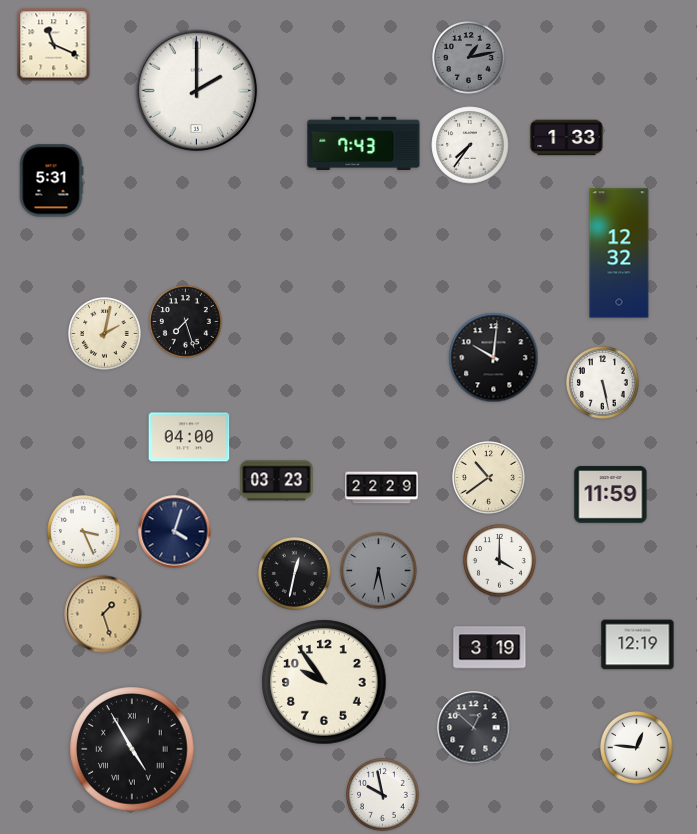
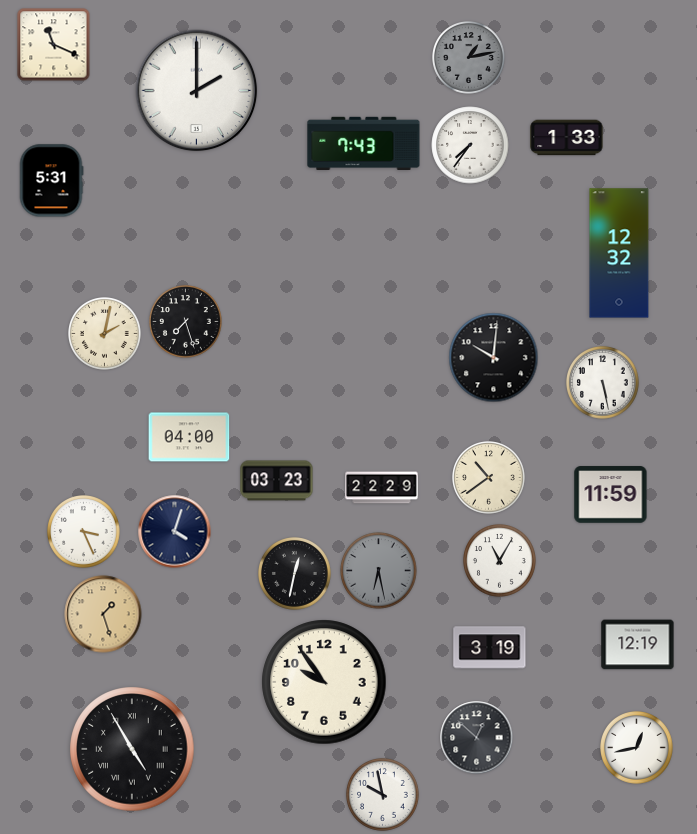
clock at (500, 561): 4:00 -> 11:05
clock at (474, 728) position: (474, 728) -> (477, 738)
clock at (637, 748): 12:46 -> 12:43
